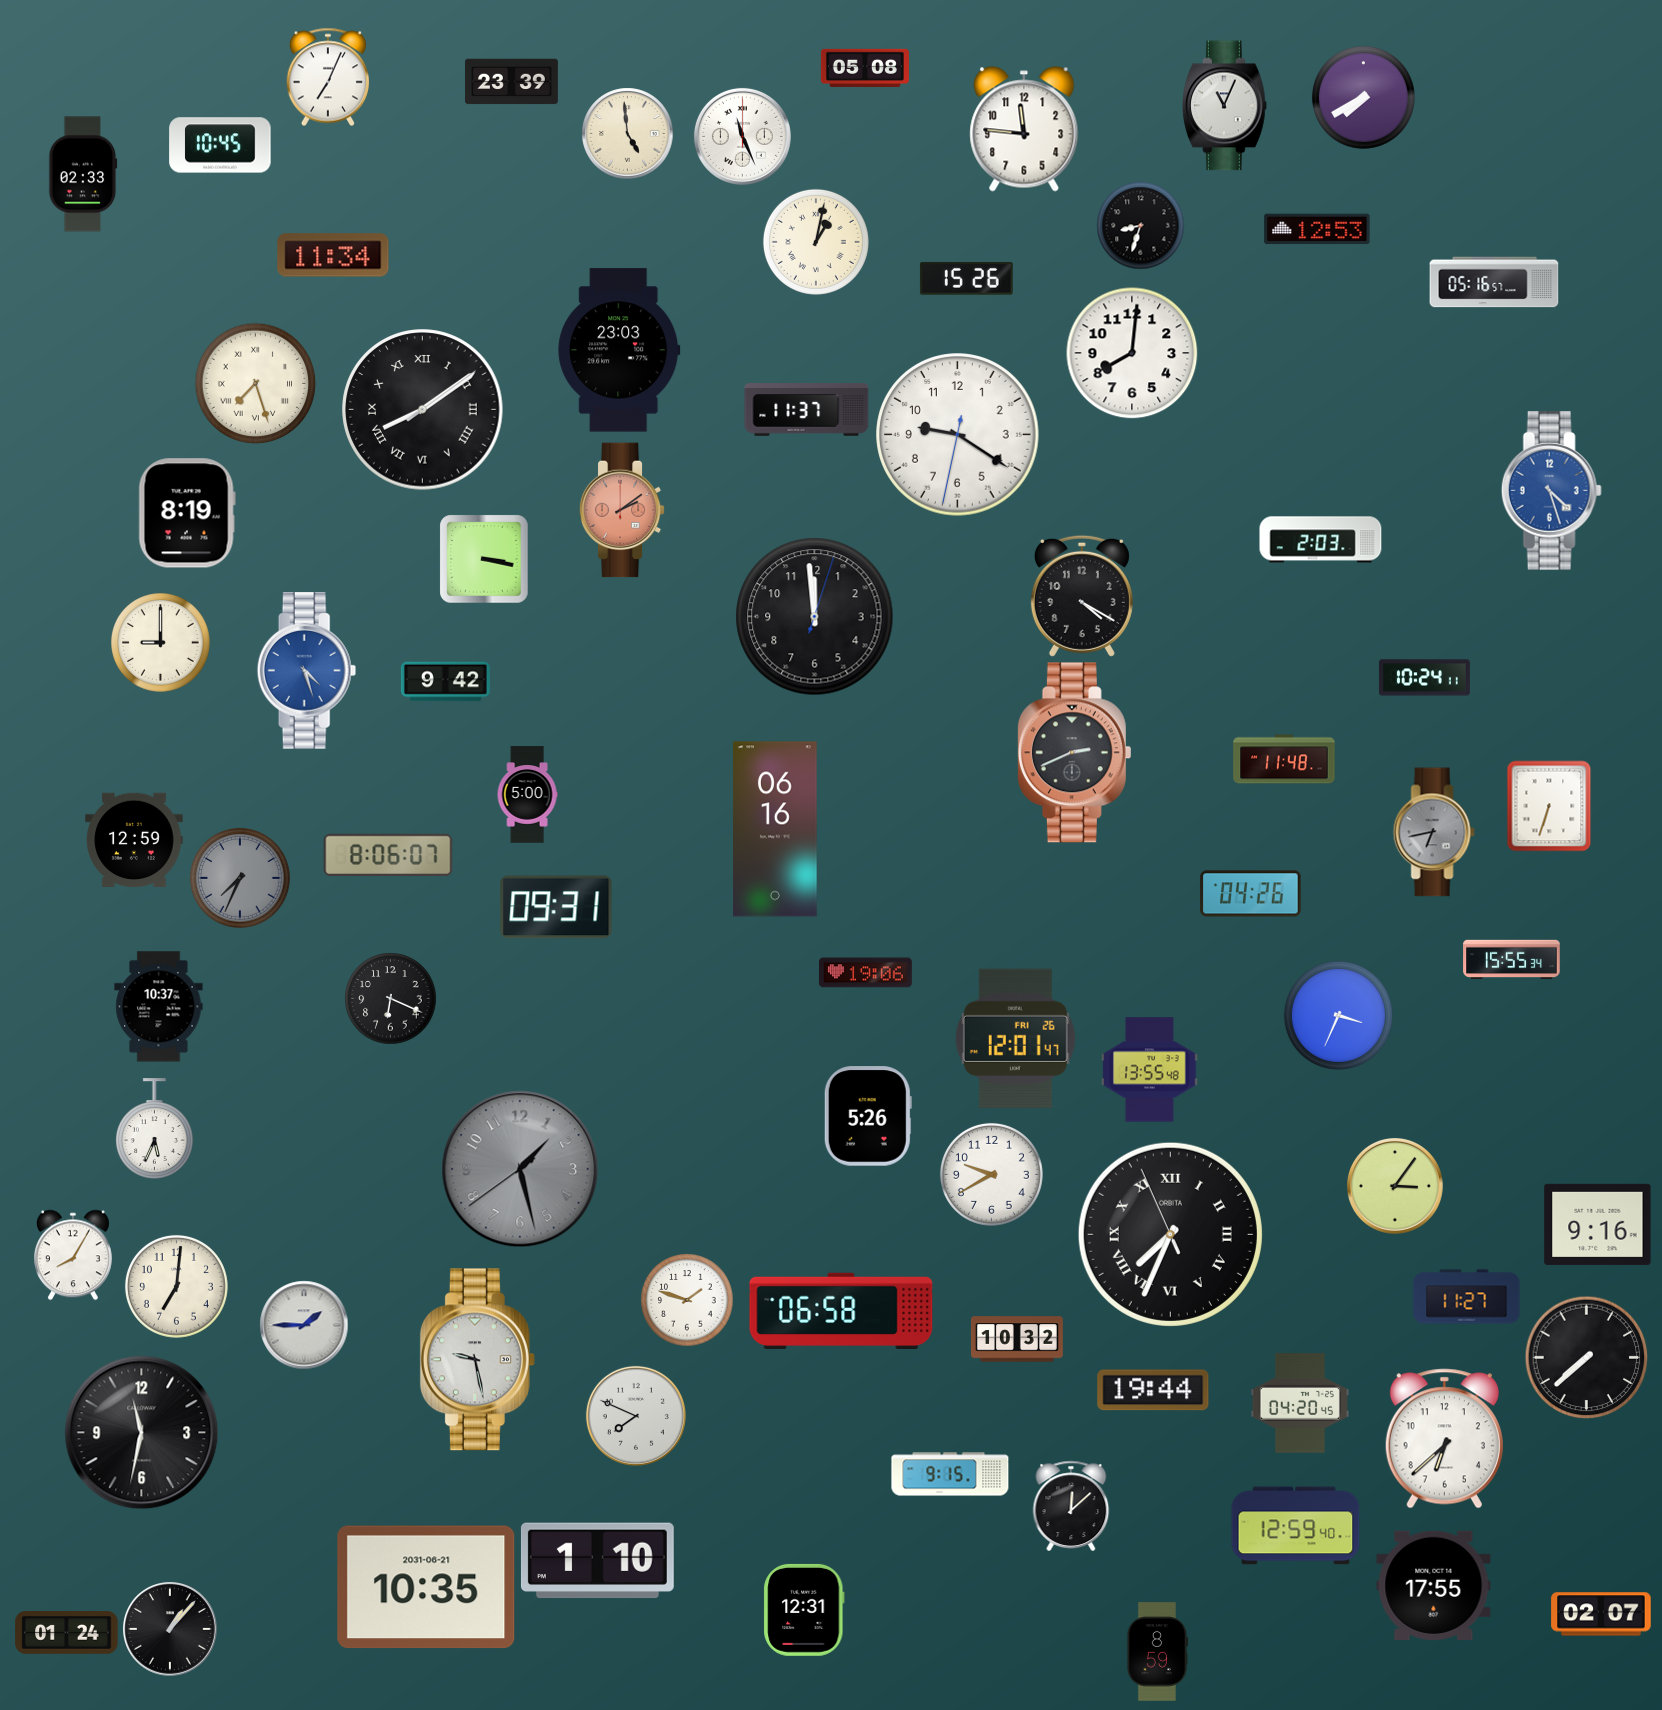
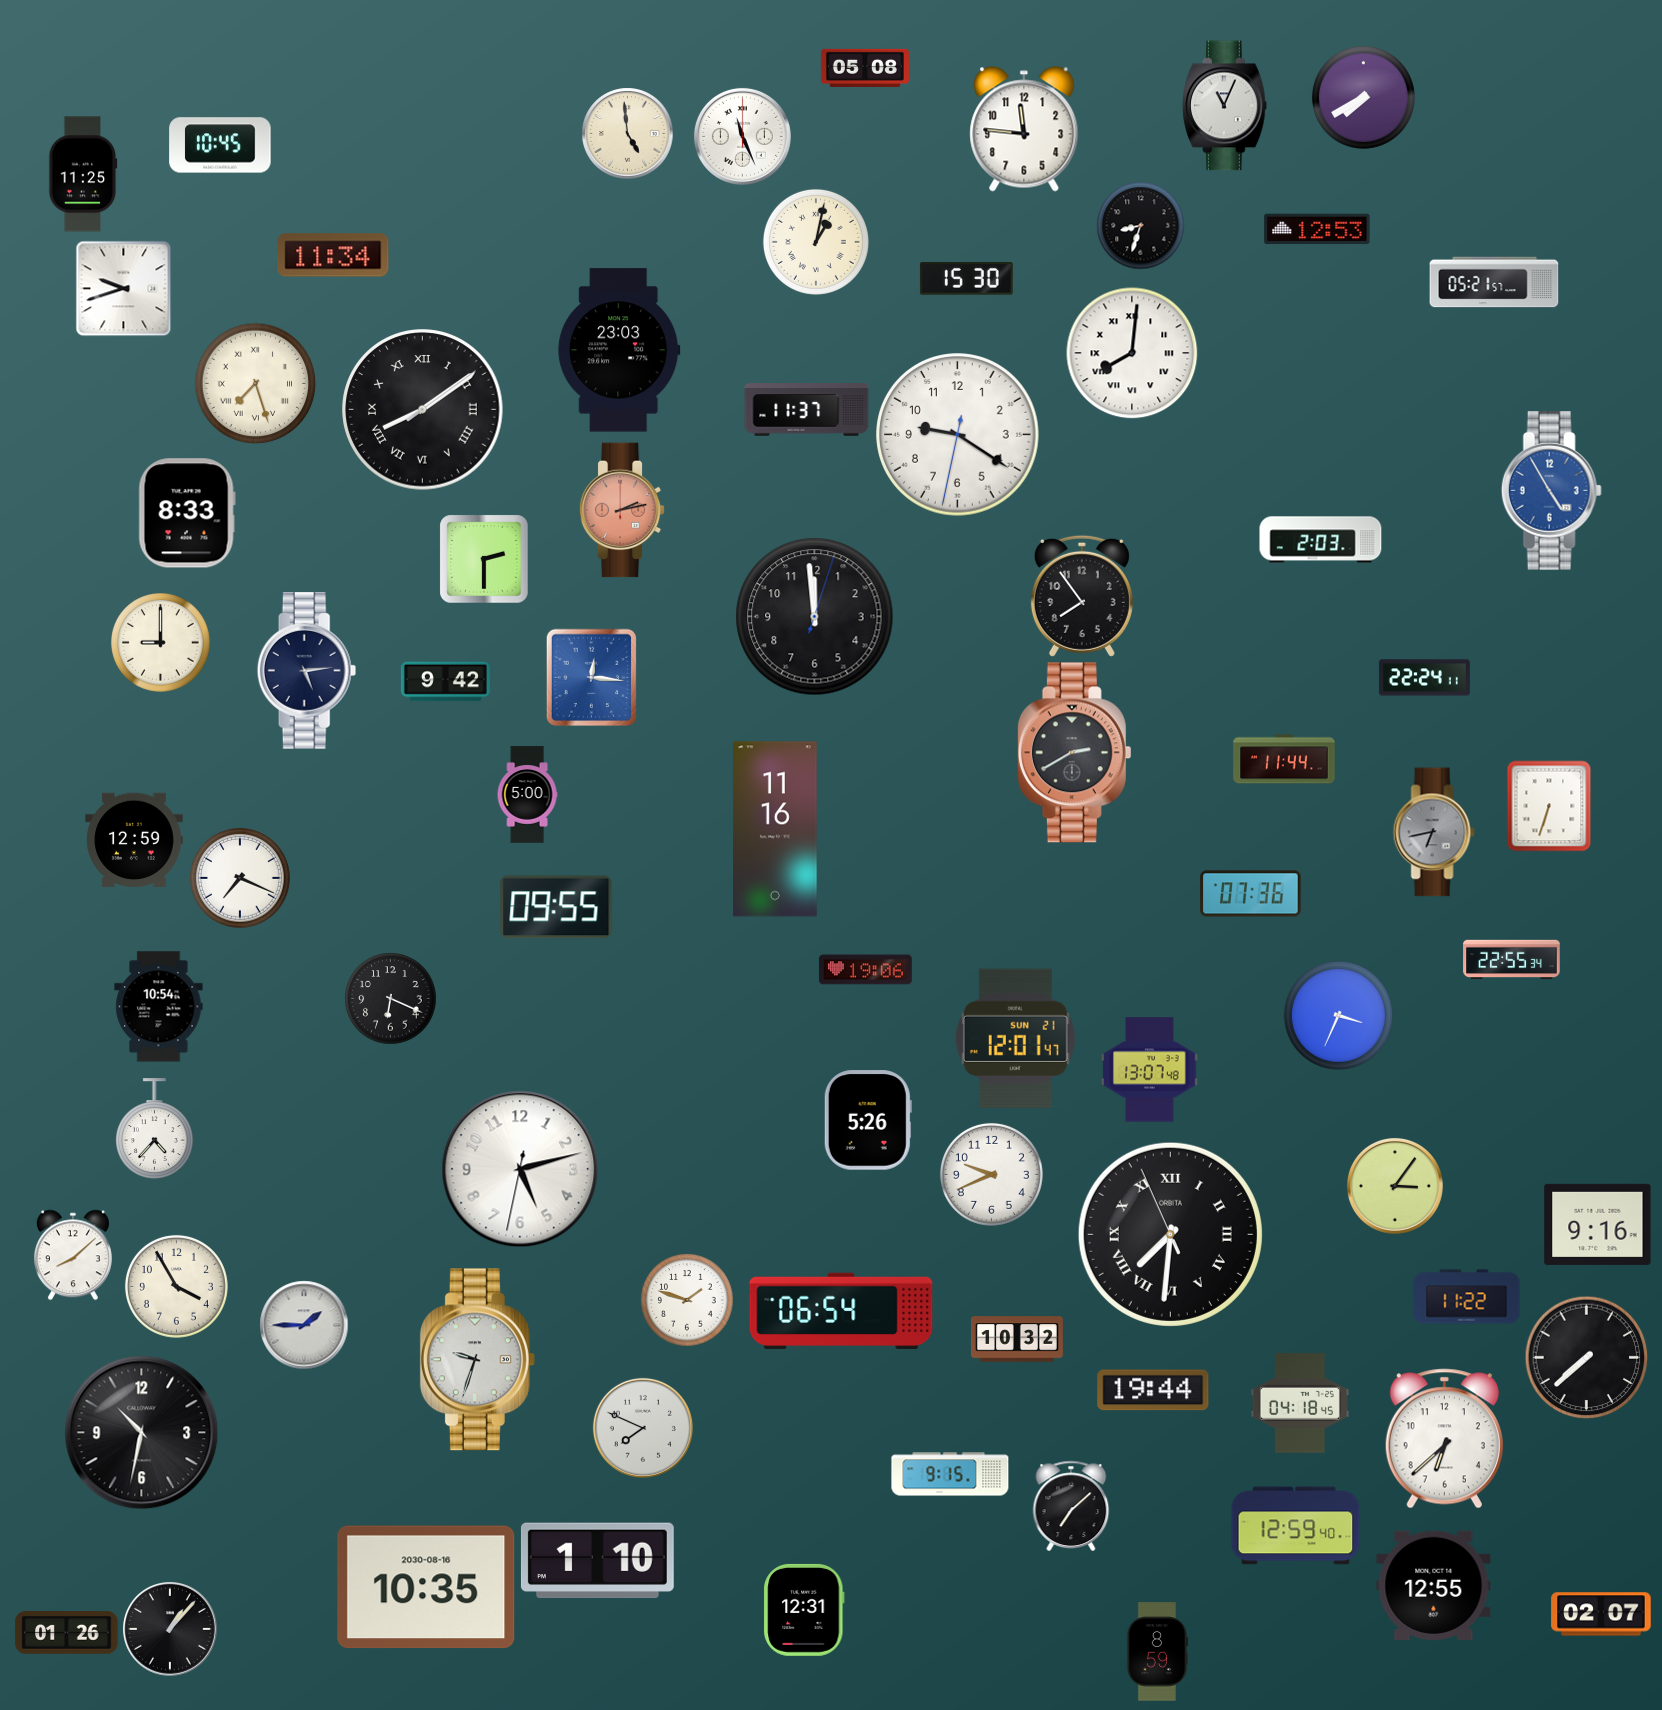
clock at (328, 77): 7:04 -> none
clock at (511, 82): 23:39 -> none
clock at (83, 174): 02:33 -> 11:25
clock at (966, 278): 15:26 -> 15:30
clock at (1494, 282): 05:16 -> 05:21
clock at (123, 288): none -> 9:42
clock at (1132, 353) numerals: Arabic -> Roman
clock at (1551, 491): 4:27 -> 4:55
clock at (622, 510): 2:09 -> 2:13
clock at (187, 513): 8:19 -> 8:33
clock at (484, 559): 3:17 -> 2:30
clock at (1082, 596): 4:20 -> 7:54
clock at (307, 671): 4:27 -> 5:14
clock at (307, 671) dial: blue -> navy
clock at (592, 677): none -> 12:16
clock at (1424, 678): 10:24 -> 22:24
clock at (1074, 753): 2:41 -> 2:40
clock at (1284, 759): 11:48 -> 11:44
clock at (775, 829): 06:16 -> 11:16
clock at (388, 855): 8:06 -> none
clock at (240, 878): 7:34 -> 7:19
clock at (240, 878) dial: grey -> white
clock at (1251, 894): 04:26 -> 07:36
clock at (556, 907): 09:31 -> 09:55
clock at (1512, 960): 15:55 -> 22:55
clock at (865, 973) position: (865, 973) -> (865, 970)
clock at (159, 1007): 10:37 -> 10:54
clock at (1015, 1038) date: FRI 26 -> SUN 21
clock at (1150, 1070): 13:55 -> 13:07
clock at (868, 1116) position: (868, 1116) -> (868, 1120)
clock at (154, 1129): 5:34 -> 4:37
clock at (520, 1169): 1:27 -> 5:12
clock at (520, 1169) dial: grey -> white
clock at (991, 1174): 9:40 -> 9:41
clock at (1170, 1234): 7:33 -> 7:30
clock at (73, 1255): 8:05 -> 8:08
clock at (176, 1286): 7:01 -> 3:55
clock at (1467, 1297): 11:27 -> 11:22
clock at (841, 1310): 06:58 -> 06:54
clock at (477, 1360): 9:28 -> 9:33
clock at (1300, 1403): 04:20 -> 04:18
clock at (636, 1416) position: (636, 1416) -> (643, 1428)
clock at (142, 1433): 11:32 -> 10:32
clock at (1071, 1506): 12:08 -> 7:08
clock at (1434, 1585): 17:55 -> 12:55
clock at (426, 1587) date: 2031-06-21 -> 2030-08-16
clock at (67, 1633): 01:24 -> 01:26
